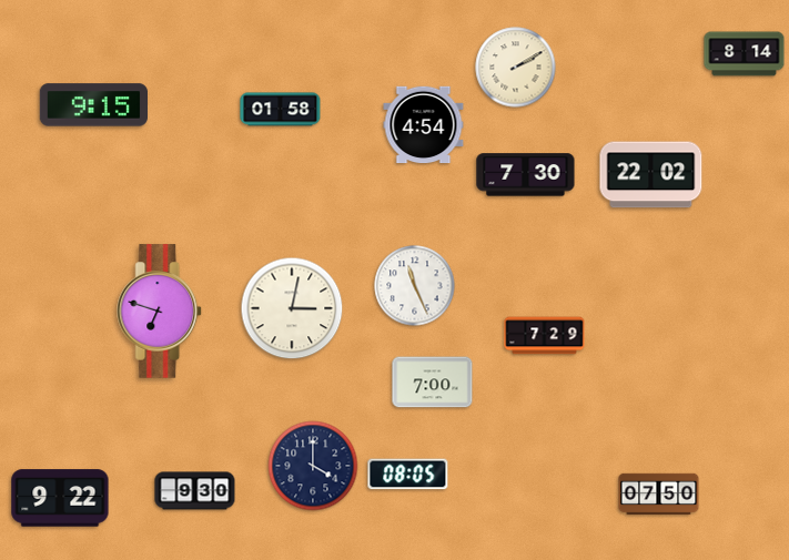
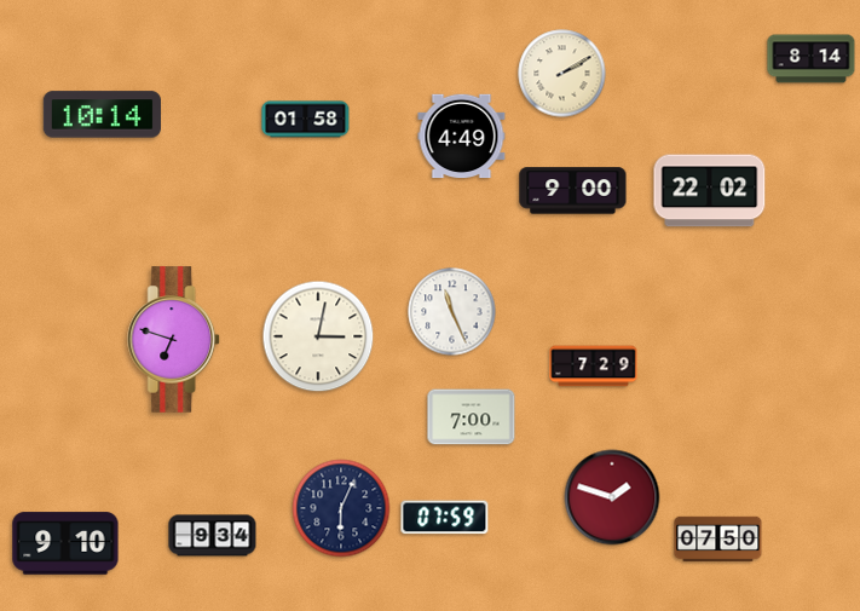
clock at (93, 105): 9:15 -> 10:14
clock at (424, 125): 4:54 -> 4:49
clock at (526, 175): 7:30 -> 9:00
clock at (612, 497): none -> 1:48
clock at (313, 466): 4:00 -> 6:04
clock at (408, 475): 08:05 -> 07:59
clock at (195, 491): 9:30 -> 9:34
clock at (60, 498): 9:22 -> 9:10
